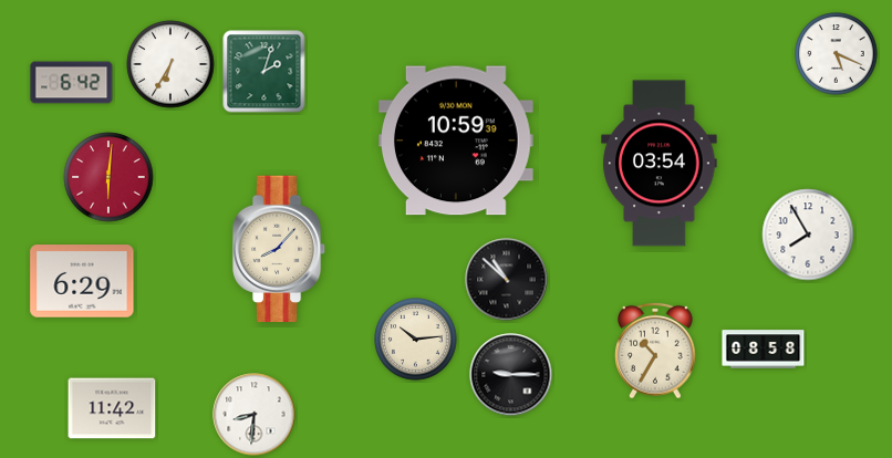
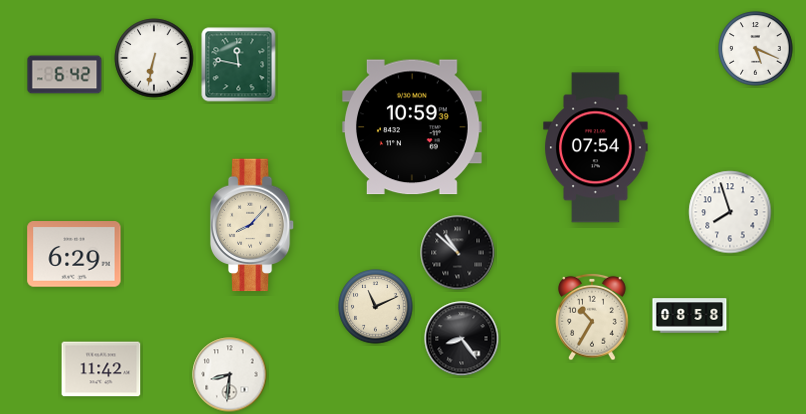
clock at (170, 64): 6:35 -> 6:32
clock at (265, 72): 2:03 -> 11:47
clock at (660, 164): 03:54 -> 07:54
clock at (108, 177): 6:01 -> none
clock at (808, 235): 7:55 -> 7:57
clock at (416, 340): 10:14 -> 11:11
clock at (511, 375): 9:15 -> 8:24
